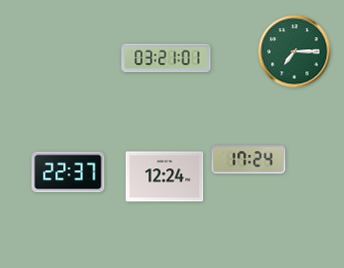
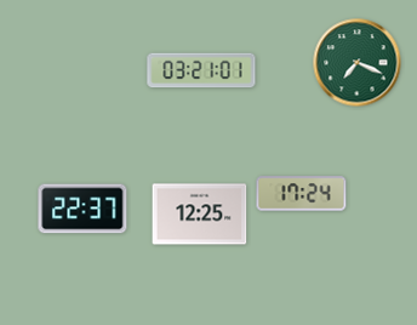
clock at (295, 52): 7:15 -> 7:19
clock at (165, 177): 12:24 -> 12:25
